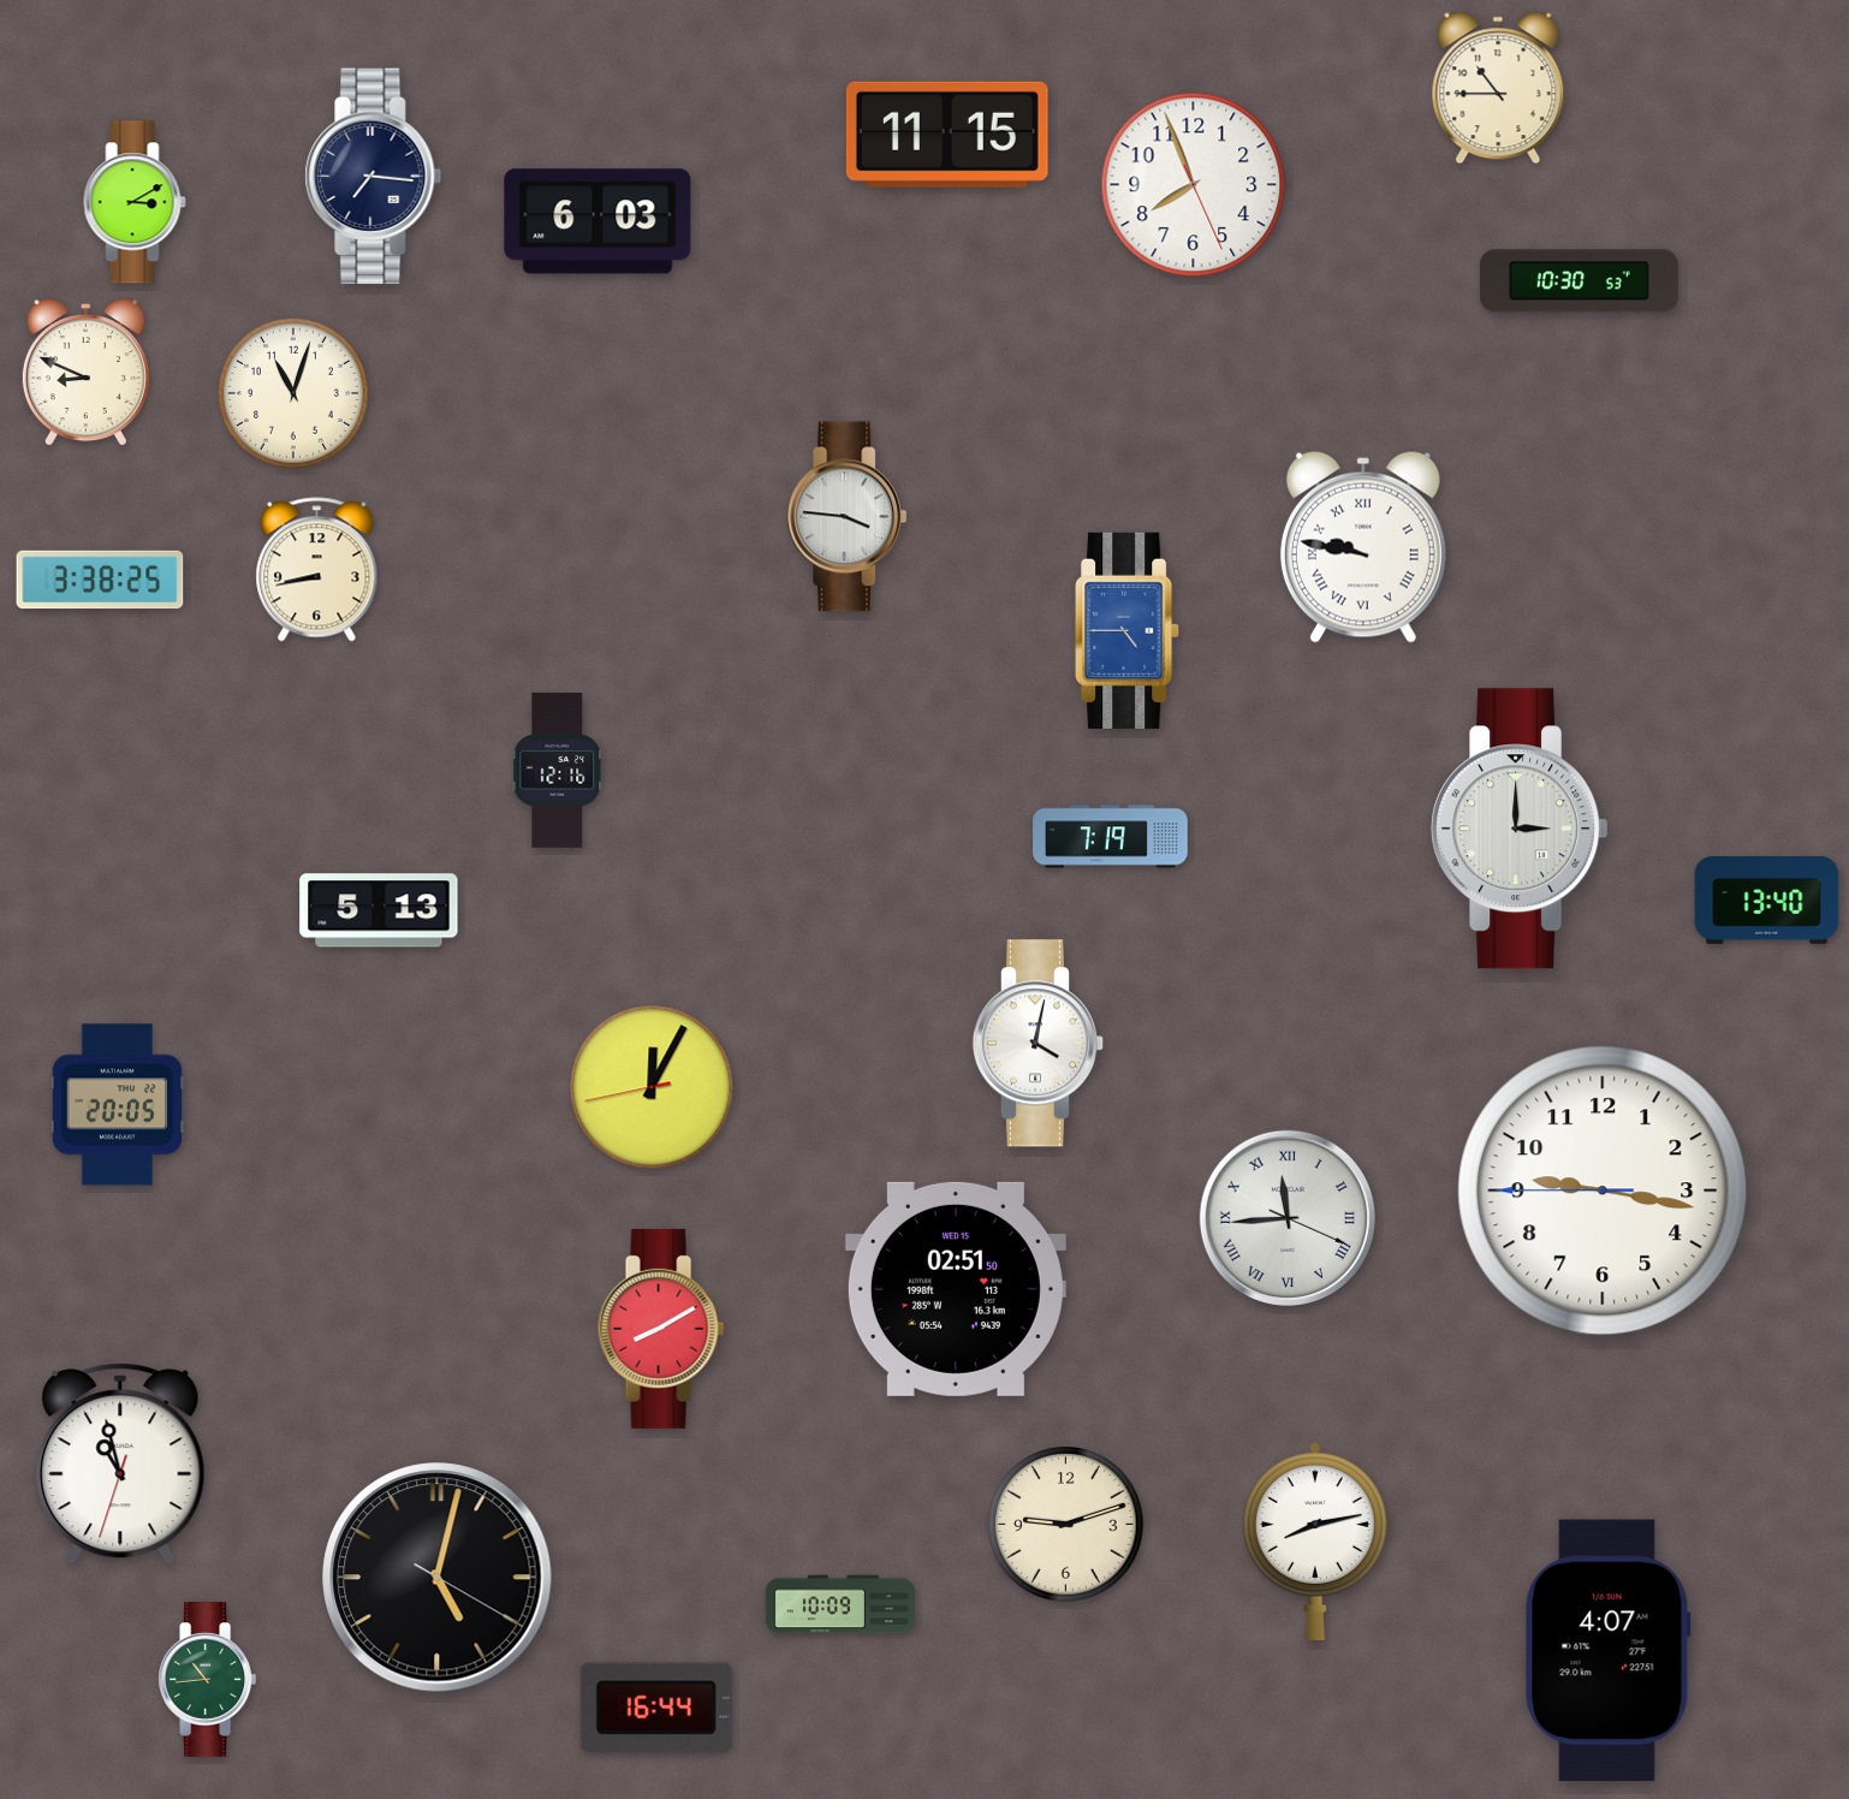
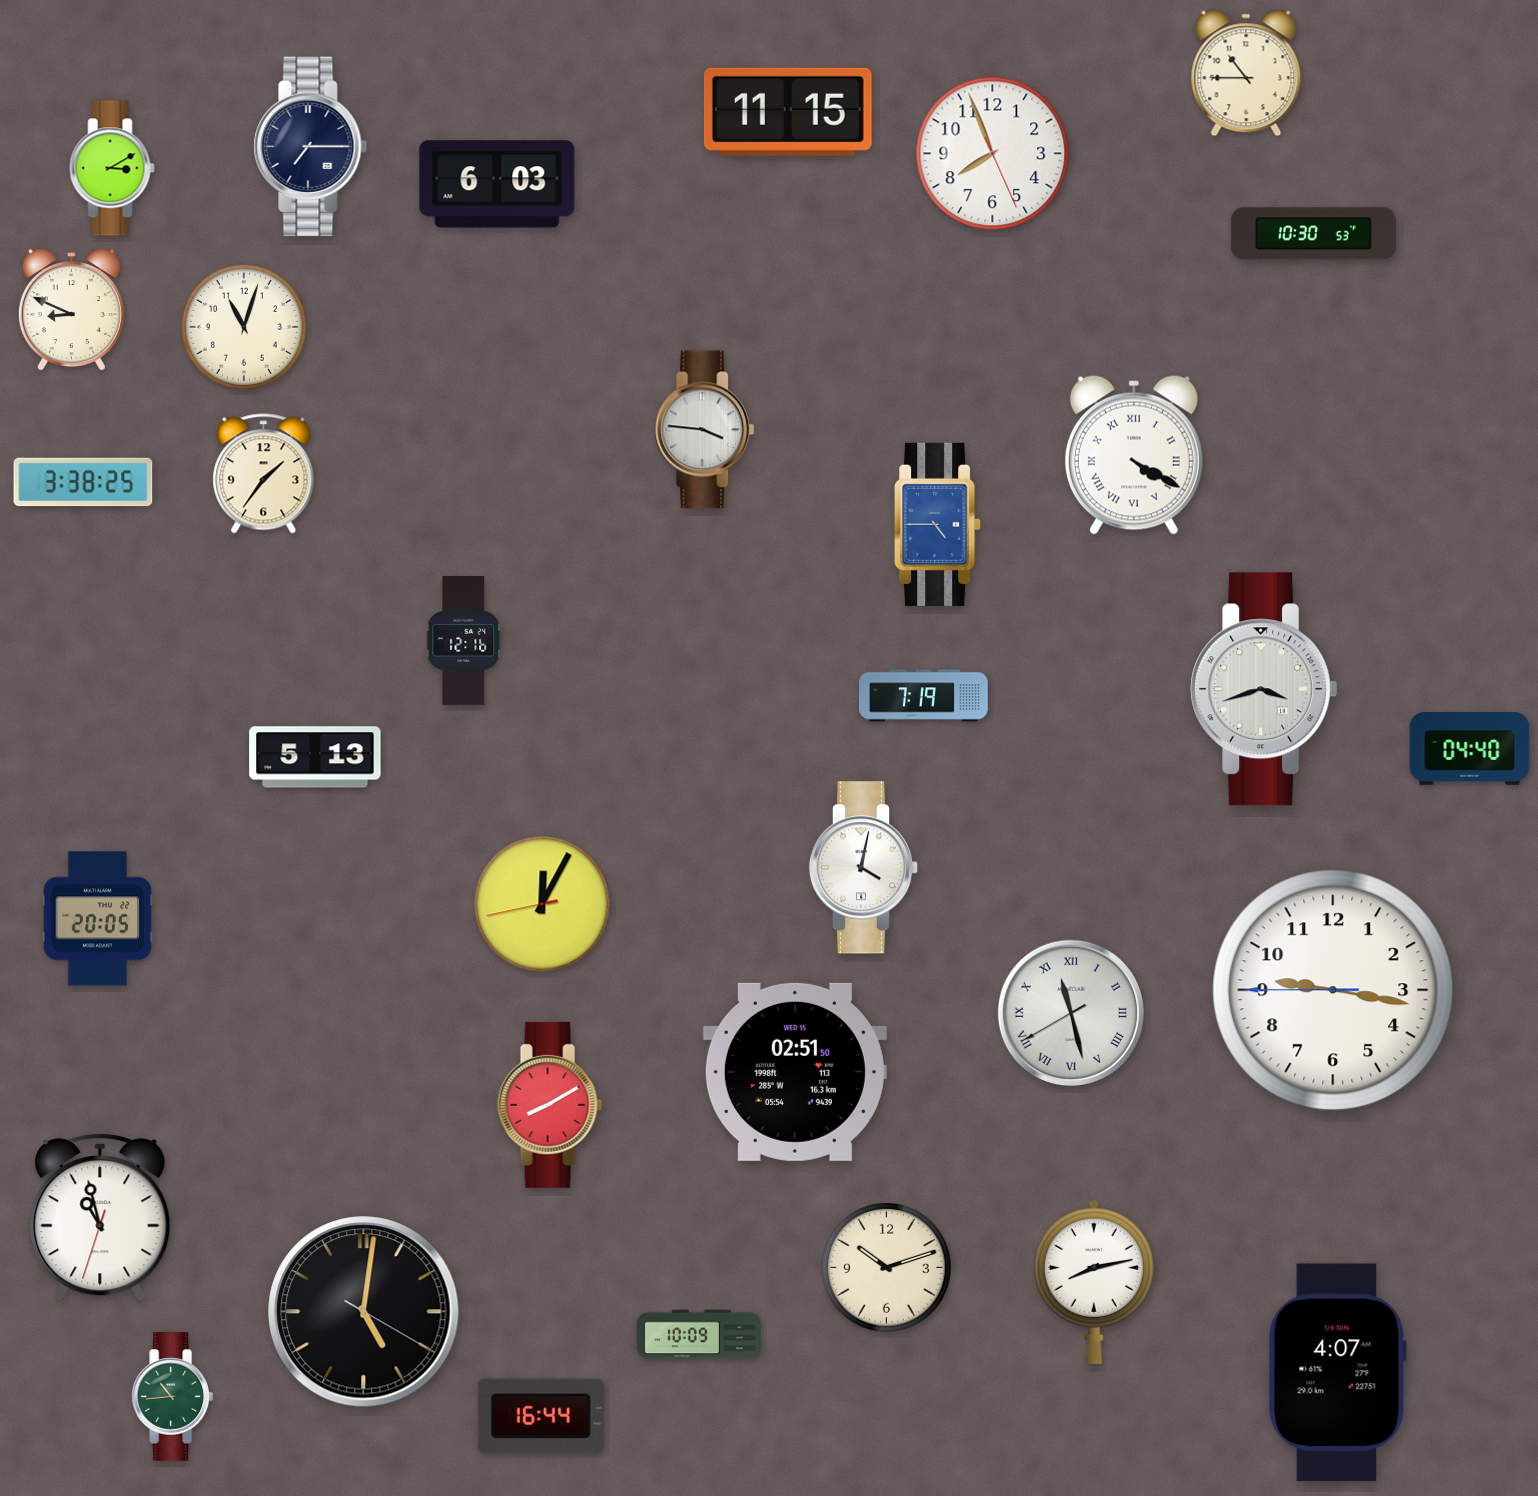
clock at (374, 177): 7:16 -> 7:15
clock at (1363, 547): 9:47 -> 4:20
clock at (317, 570): 8:43 -> 1:36
clock at (1520, 829): 3:00 -> 3:42
clock at (1767, 901): 13:40 -> 04:40
clock at (1288, 1218): 11:44 -> 11:27
clock at (1066, 1525): 9:12 -> 10:12
clock at (438, 1578): 5:02 -> 5:01
clock at (656, 1708) position: (656, 1708) -> (541, 1416)
